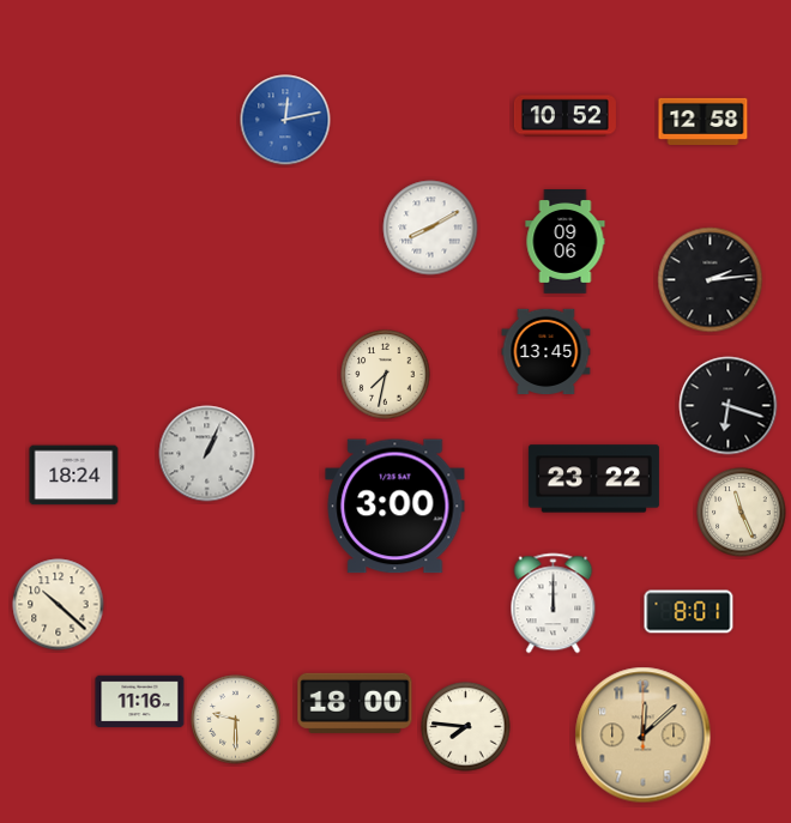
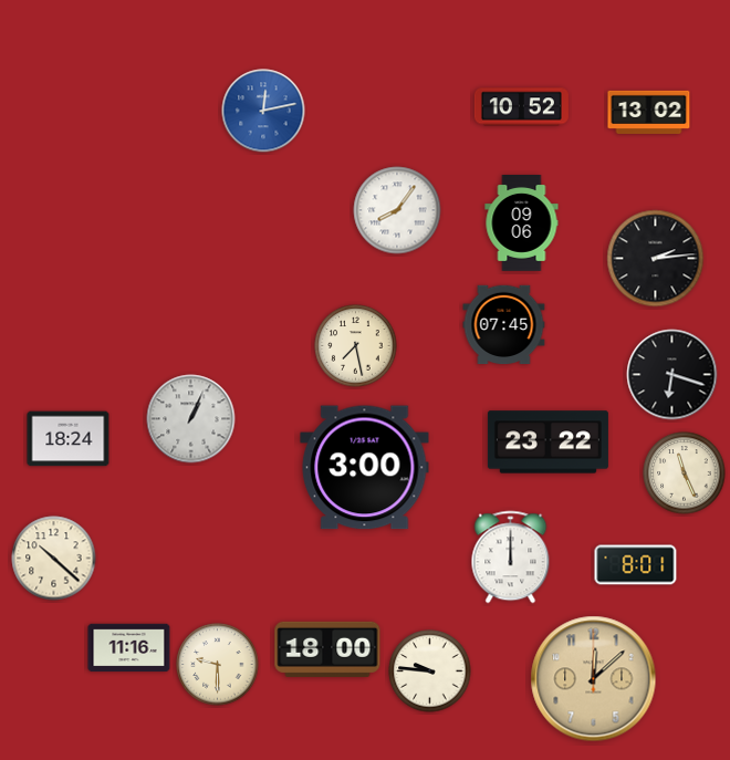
clock at (704, 121): 12:58 -> 13:02
clock at (430, 228): 8:10 -> 8:06
clock at (547, 352): 13:45 -> 07:45
clock at (386, 375): 7:32 -> 7:28
clock at (466, 727): 7:46 -> 9:46
